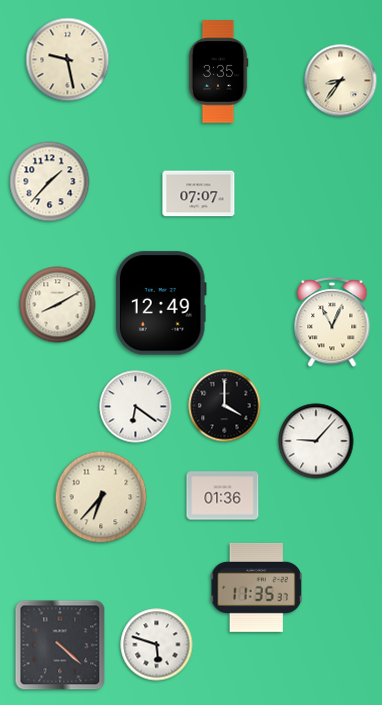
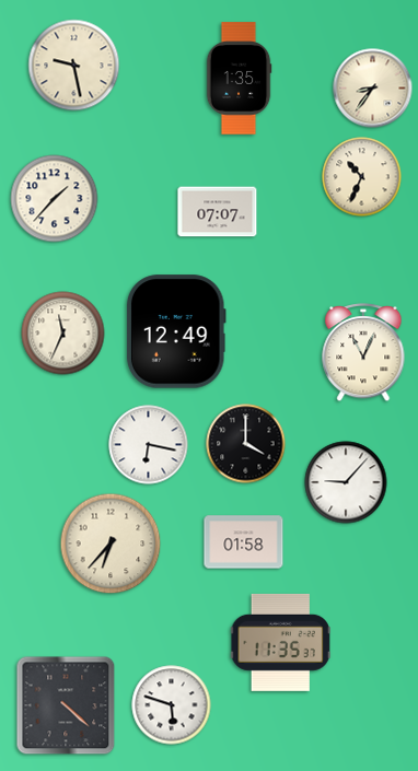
clock at (218, 72): 3:35 -> 1:35
clock at (362, 177): none -> 10:34
clock at (58, 305): 8:10 -> 11:34
clock at (136, 407): 6:21 -> 6:17
clock at (223, 496): 01:36 -> 01:58
